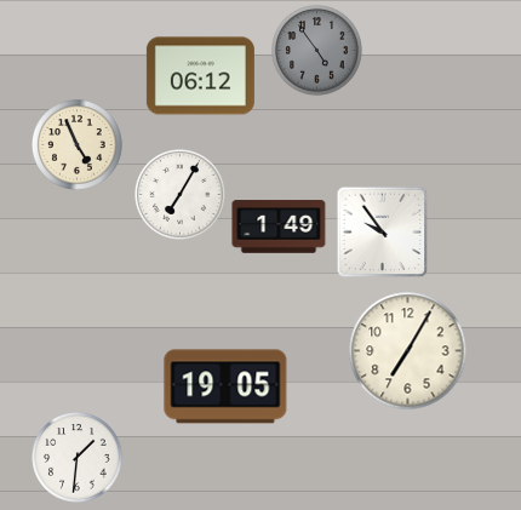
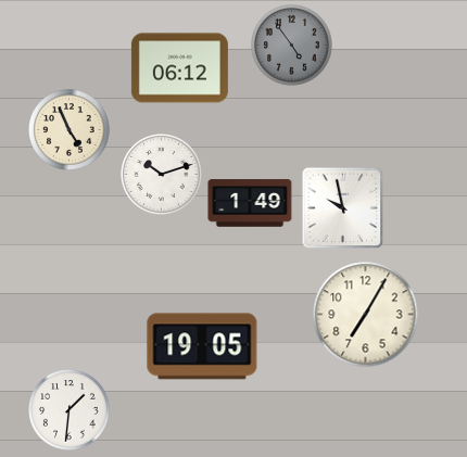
clock at (317, 51) position: (317, 51) -> (292, 46)
clock at (181, 195): 7:05 -> 10:12
clock at (383, 233): 9:54 -> 9:58
